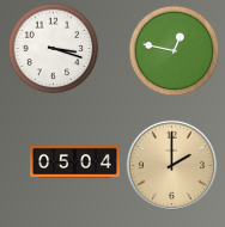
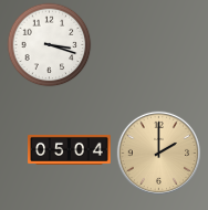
clock at (175, 51): 12:47 -> none
